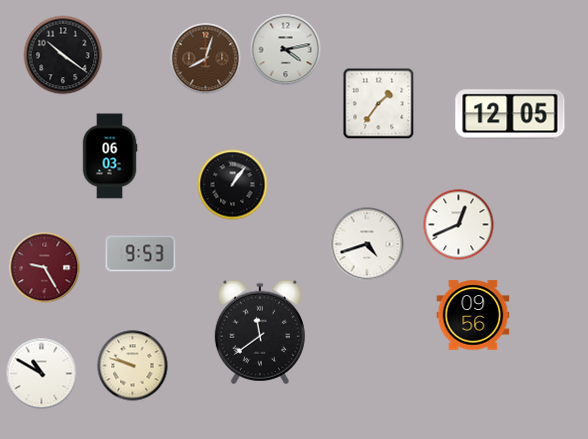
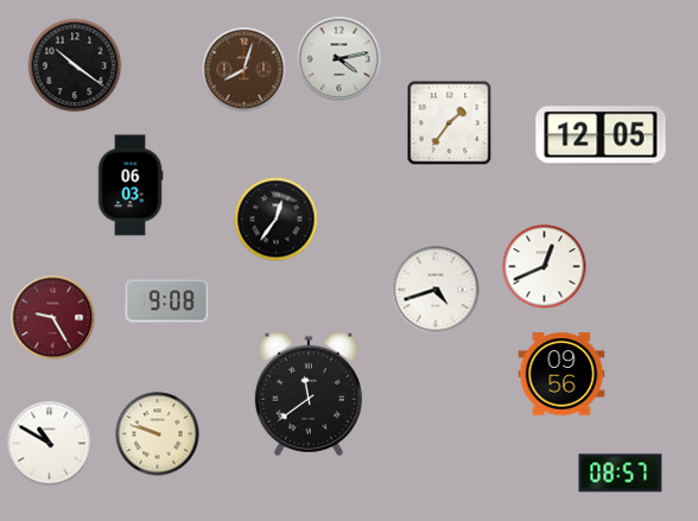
clock at (510, 114) position: (510, 114) -> (601, 135)
clock at (233, 185): 1:06 -> 12:36
clock at (141, 254): 9:53 -> 9:08
clock at (621, 474): none -> 08:57
